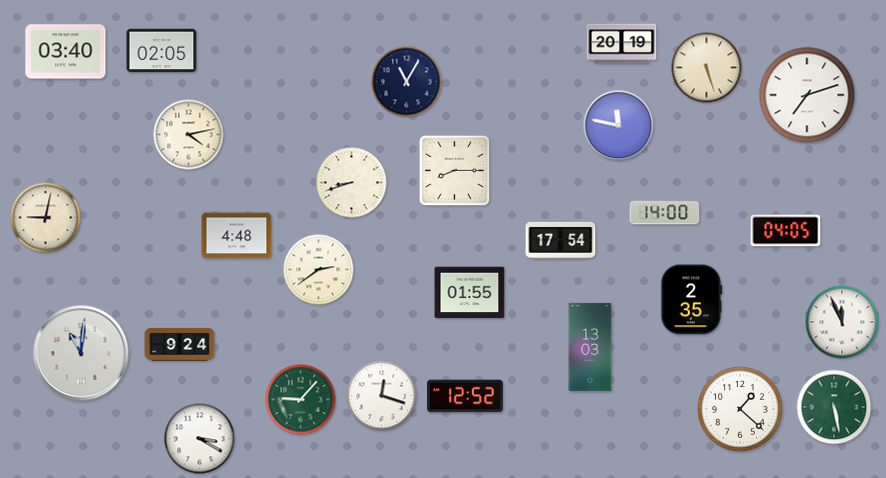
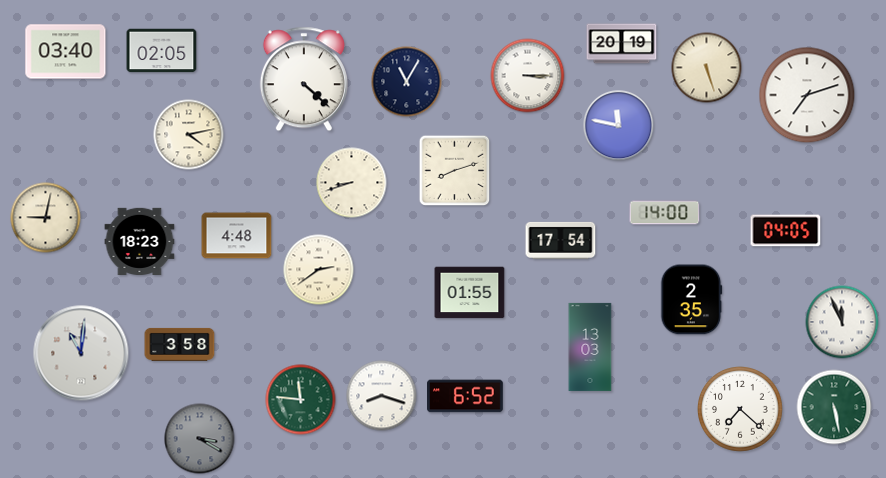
clock at (528, 76): none -> 3:15
clock at (304, 79): none -> 4:22
clock at (455, 171): 8:15 -> 8:12
clock at (140, 241): none -> 18:23
clock at (180, 344): 9:24 -> 3:58
clock at (382, 396): 12:18 -> 8:18
clock at (466, 396): 12:52 -> 6:52
clock at (301, 400): 9:07 -> 11:46
clock at (741, 410): 1:22 -> 7:22
clock at (200, 439) dial: white -> grey
